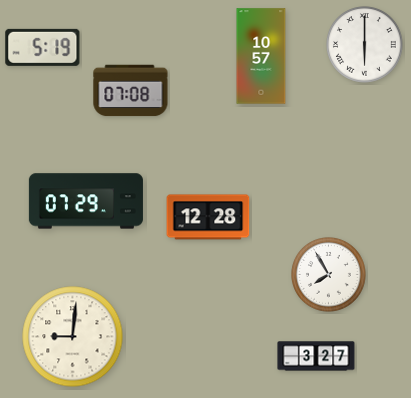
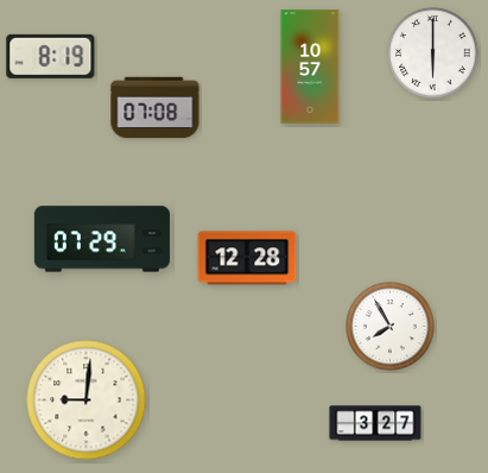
clock at (43, 47): 5:19 -> 8:19
